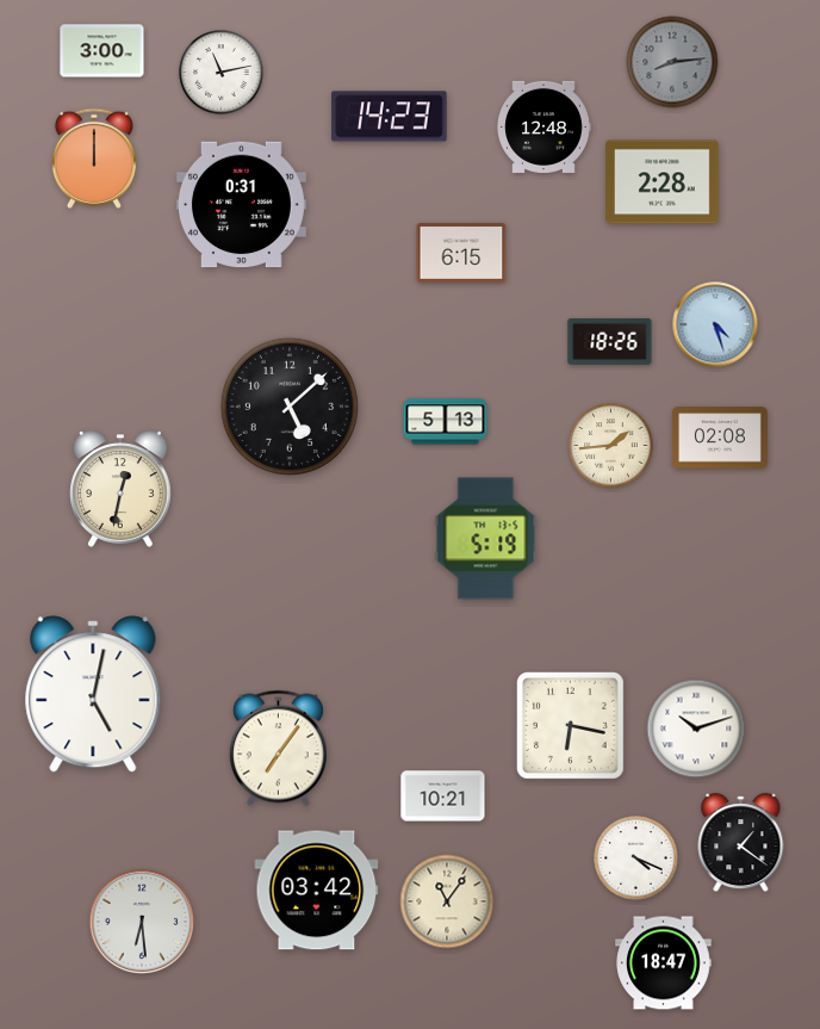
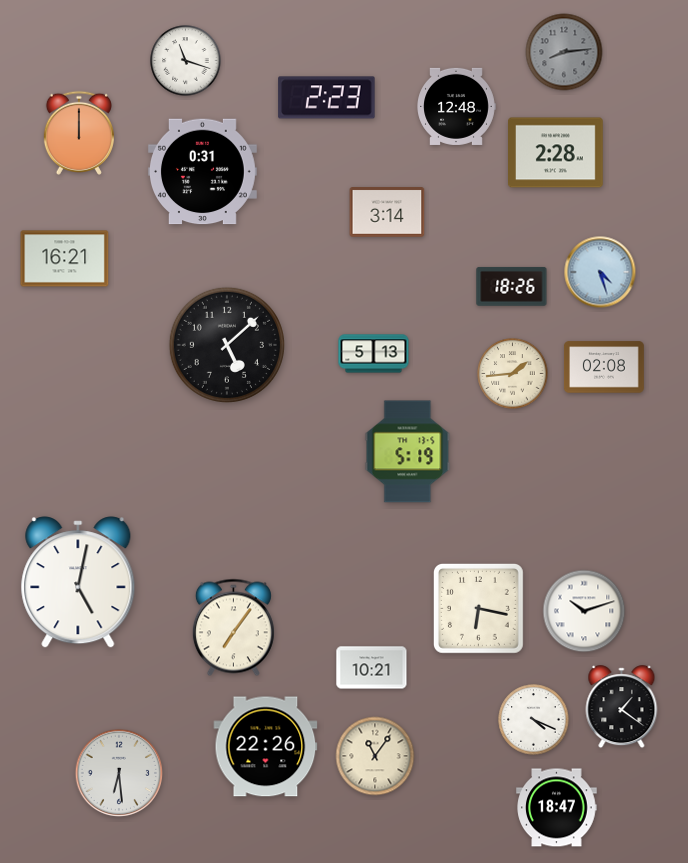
clock at (102, 51): 3:00 -> none
clock at (222, 73): 11:13 -> 11:18
clock at (390, 117): 14:23 -> 2:23
clock at (461, 253): 6:15 -> 3:14
clock at (65, 259): none -> 16:21
clock at (290, 407) position: (290, 407) -> (227, 345)
clock at (120, 489): 12:32 -> none
clock at (317, 891): 03:42 -> 22:26
